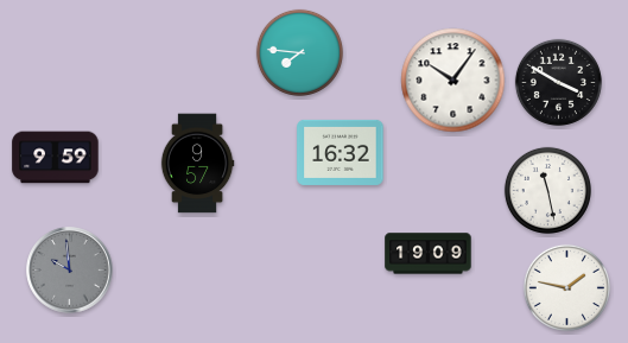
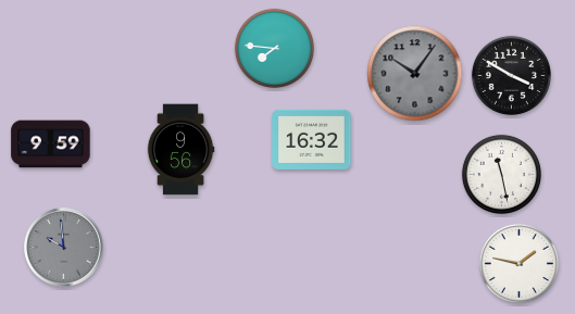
clock at (453, 81) dial: white -> grey
clock at (197, 164): 9:57 -> 9:56
clock at (429, 254): 19:09 -> none
